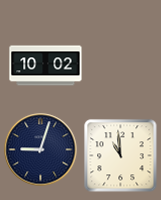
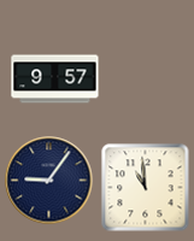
clock at (46, 66): 10:02 -> 9:57
clock at (41, 150): 9:03 -> 9:06
